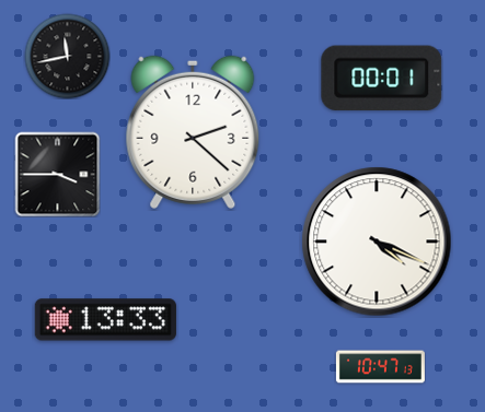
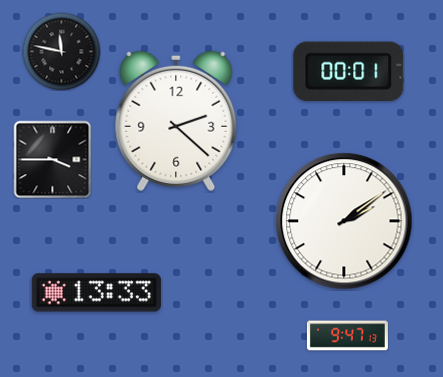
clock at (67, 56): 11:43 -> 11:47
clock at (377, 242): 4:19 -> 2:09
clock at (380, 367): 10:47 -> 9:47
